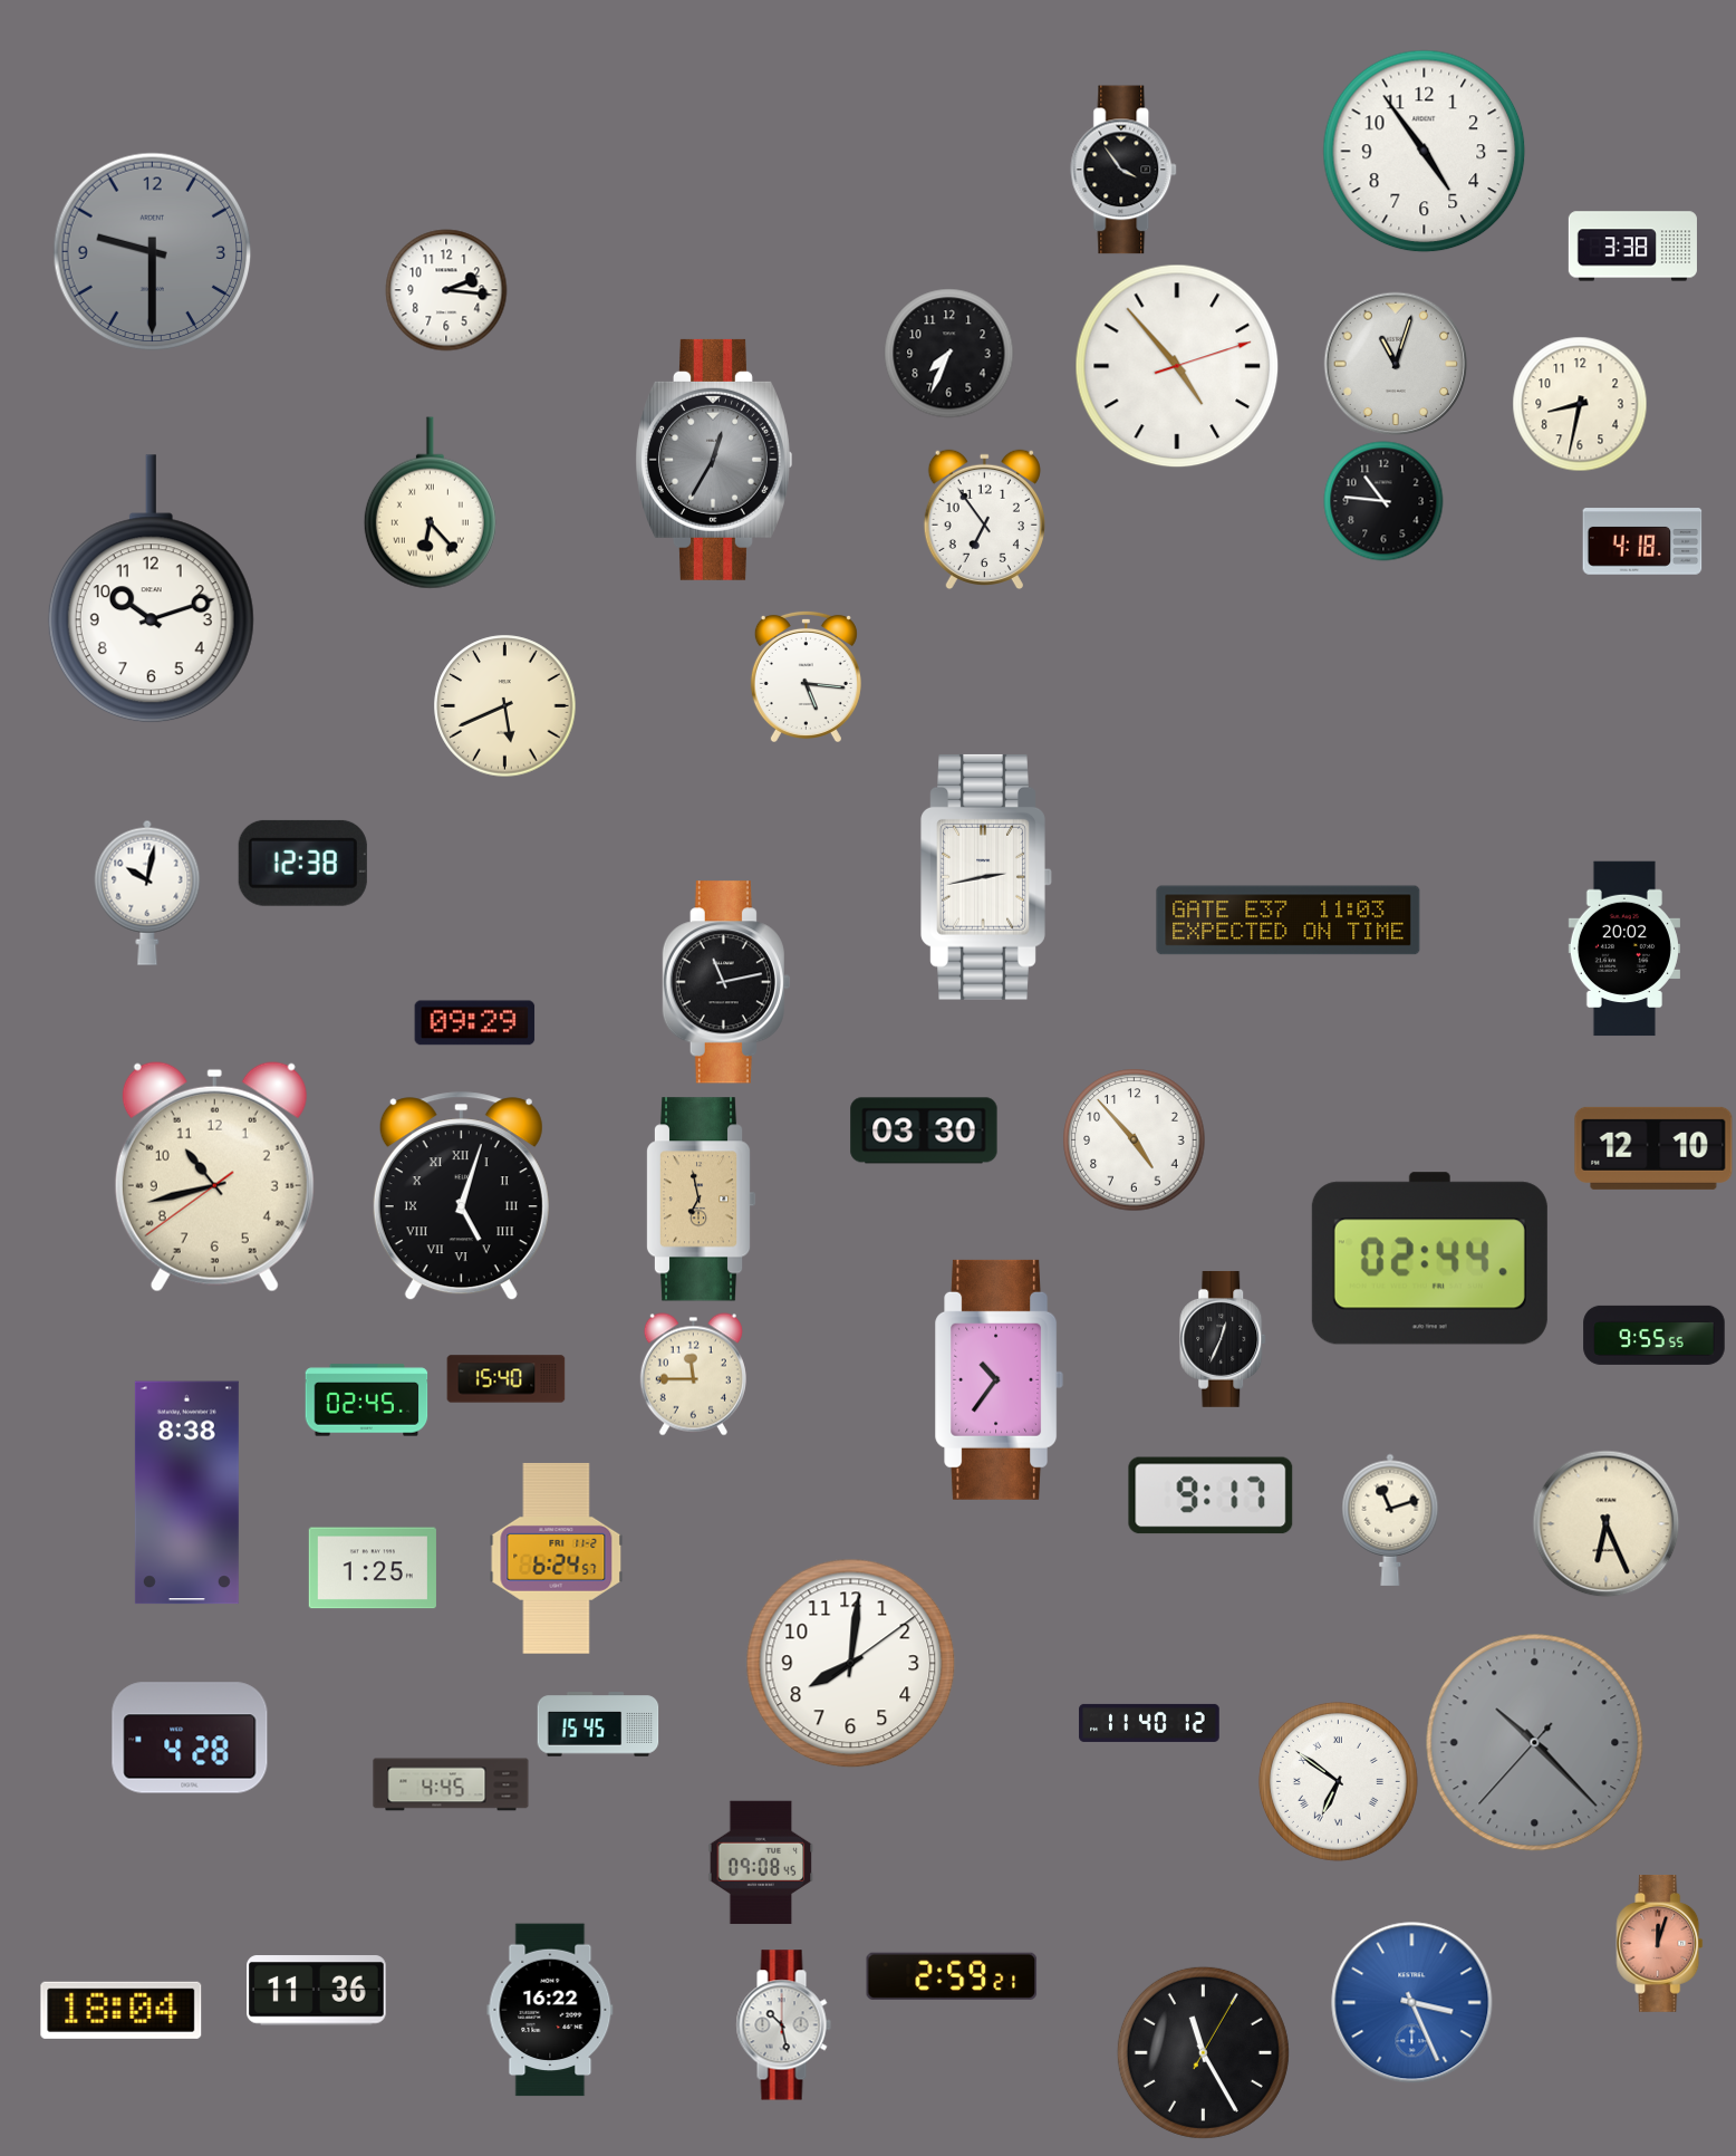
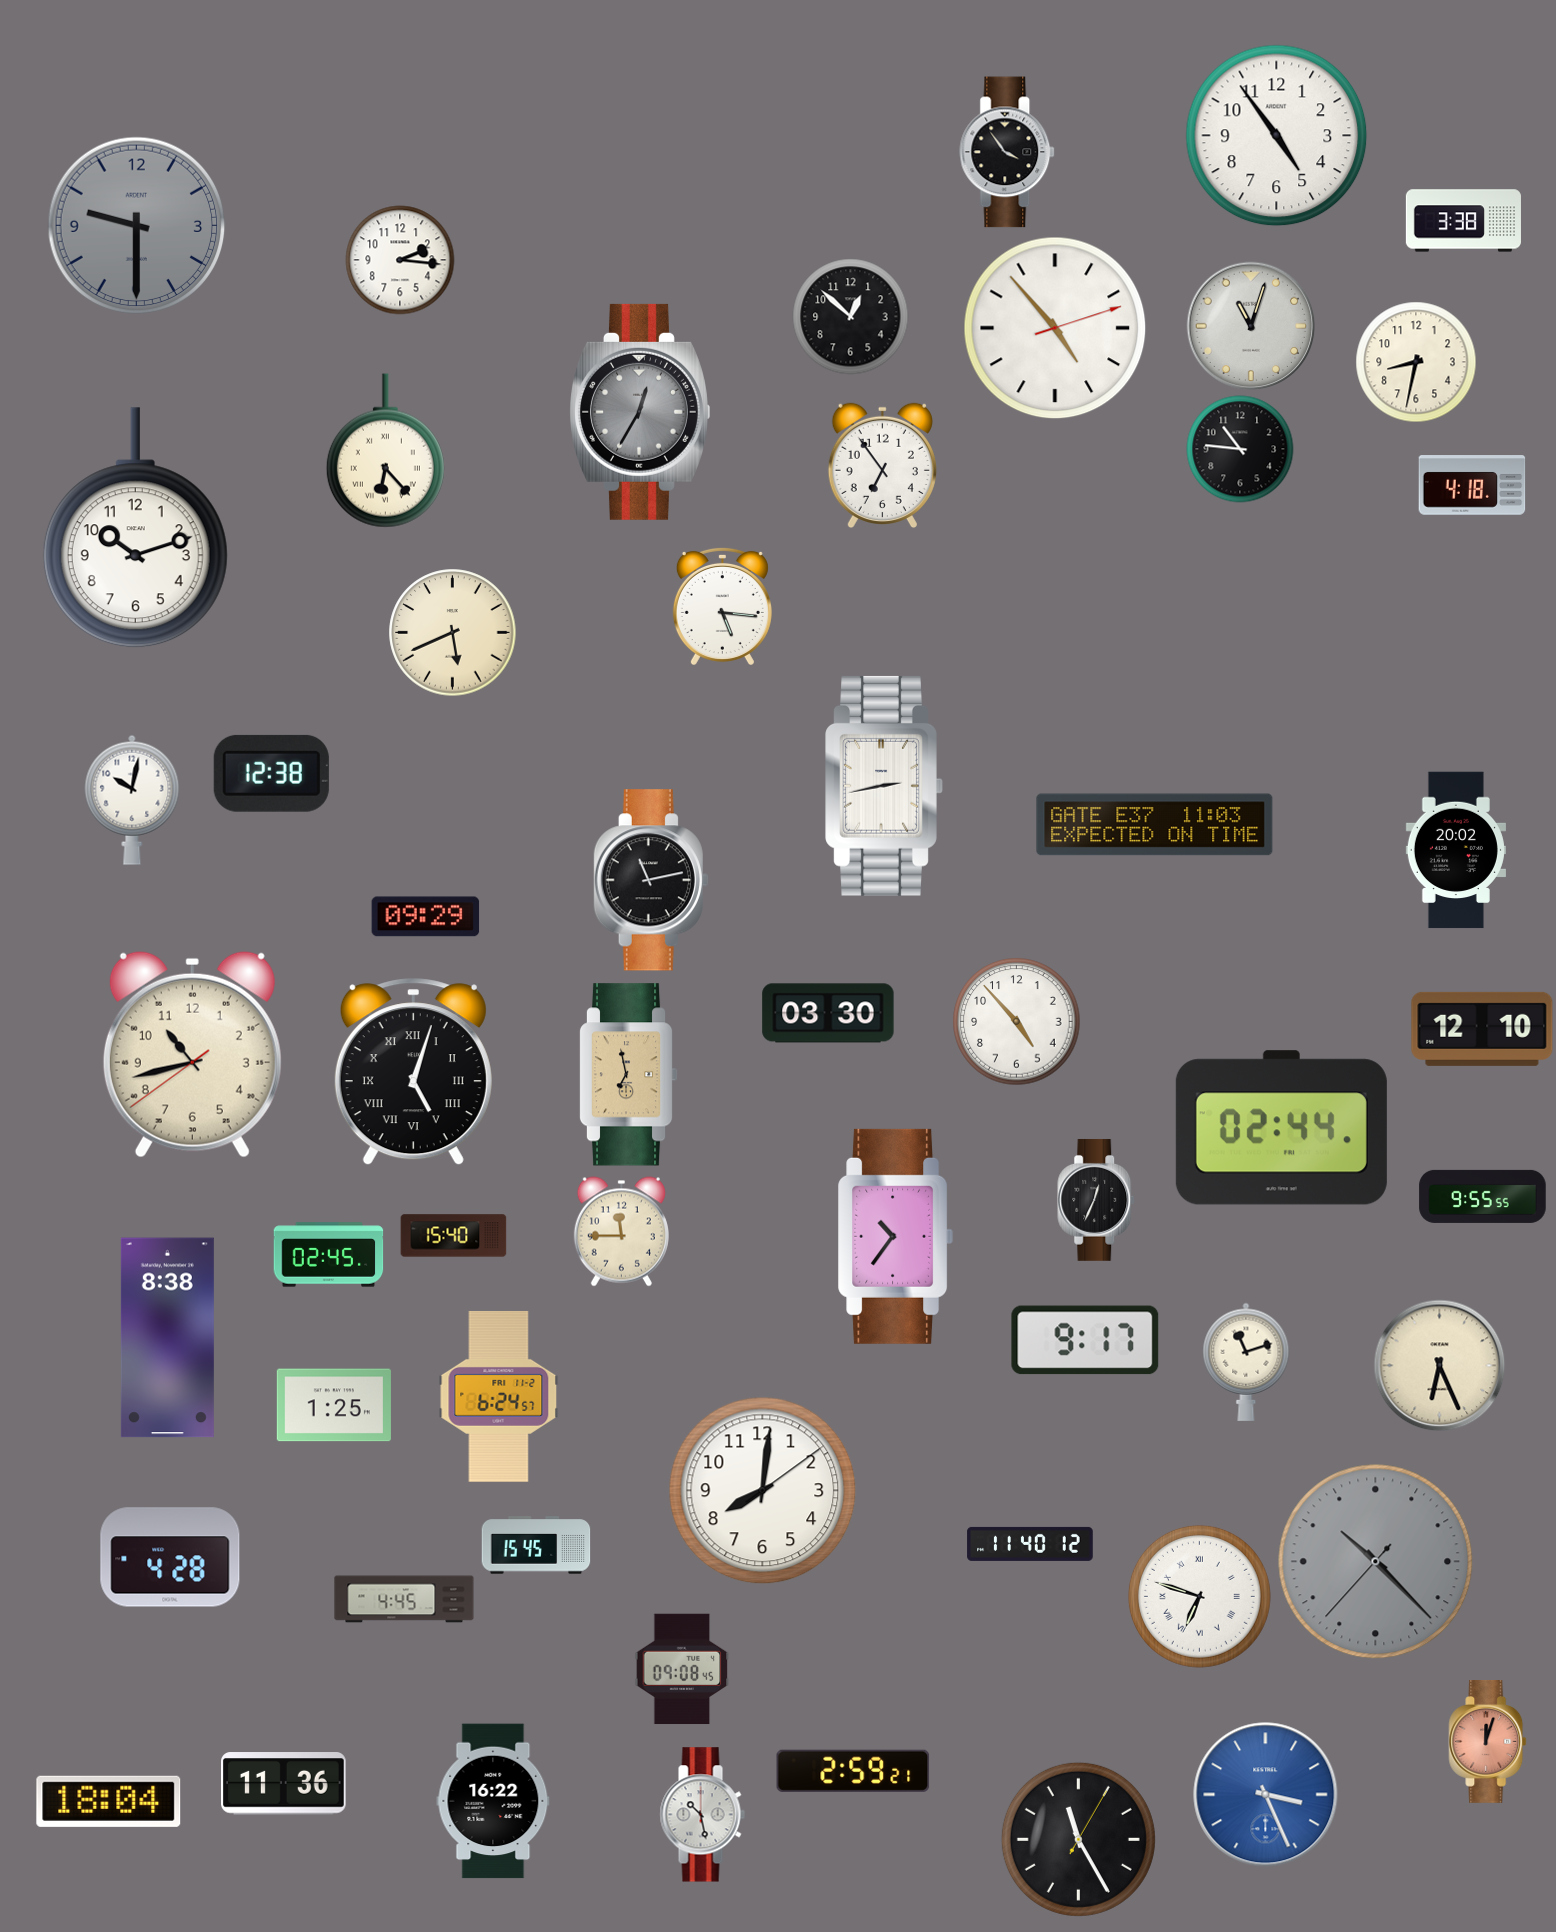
clock at (949, 354): 7:34 -> 12:52
clock at (1338, 1781): 6:51 -> 6:48
